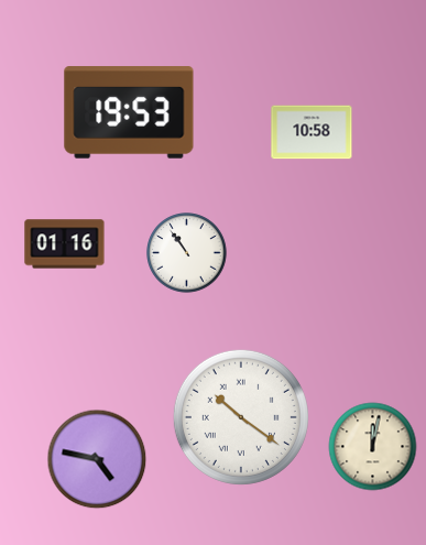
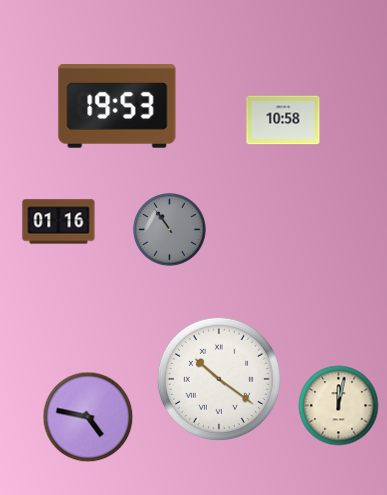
clock at (129, 112) position: (129, 112) -> (117, 106)
clock at (187, 253) dial: white -> grey
